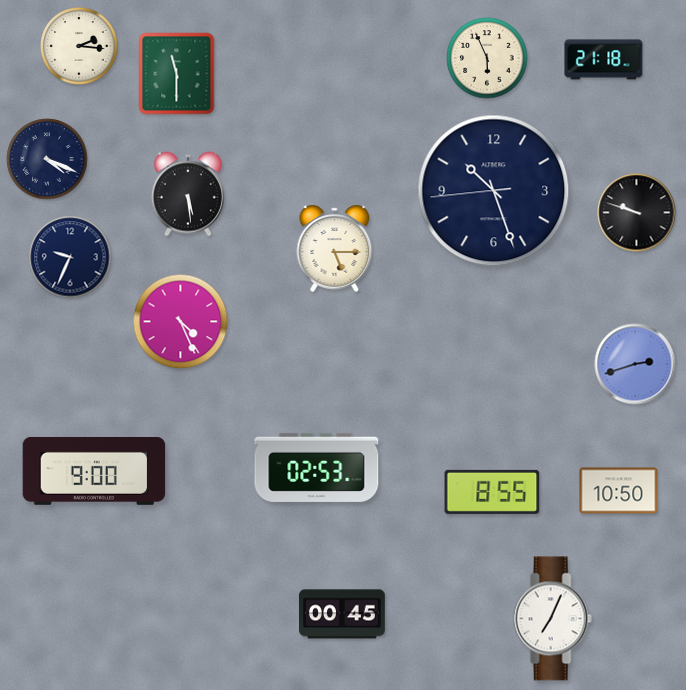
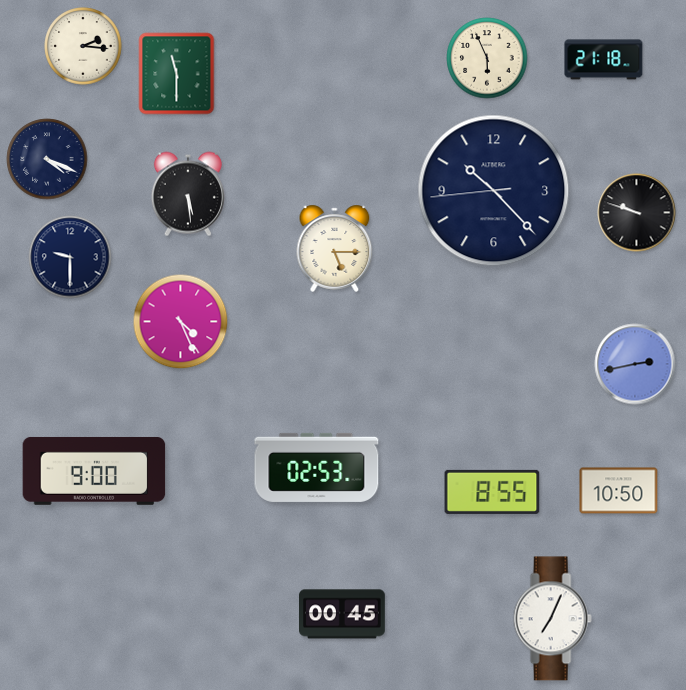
clock at (79, 46) position: (79, 46) -> (83, 46)
clock at (494, 191): 10:26 -> 10:22
clock at (70, 257): 9:34 -> 9:30
clock at (635, 364): 2:42 -> 2:43
